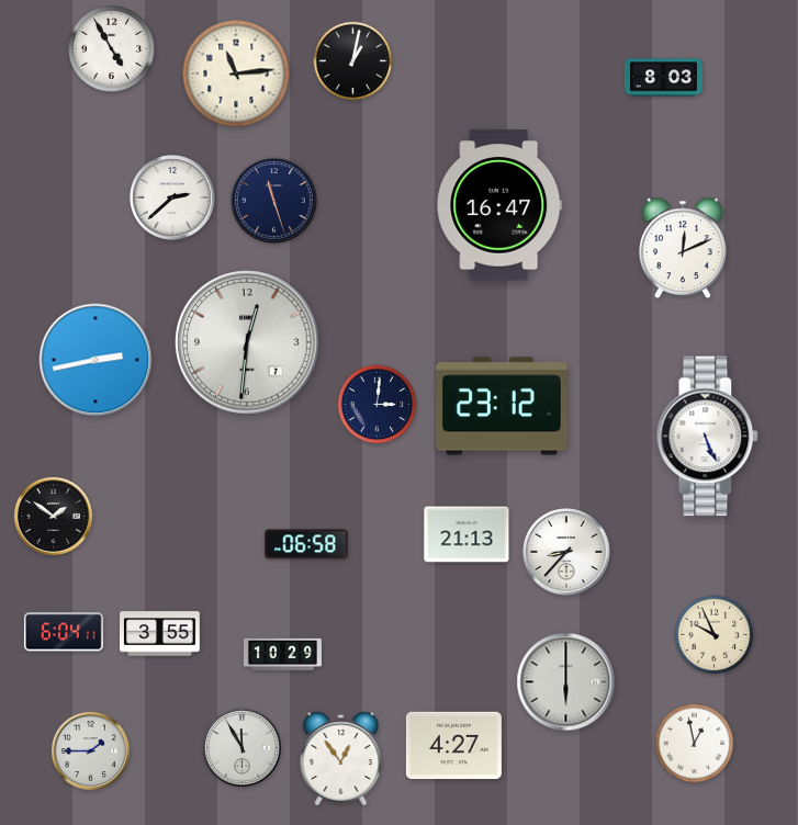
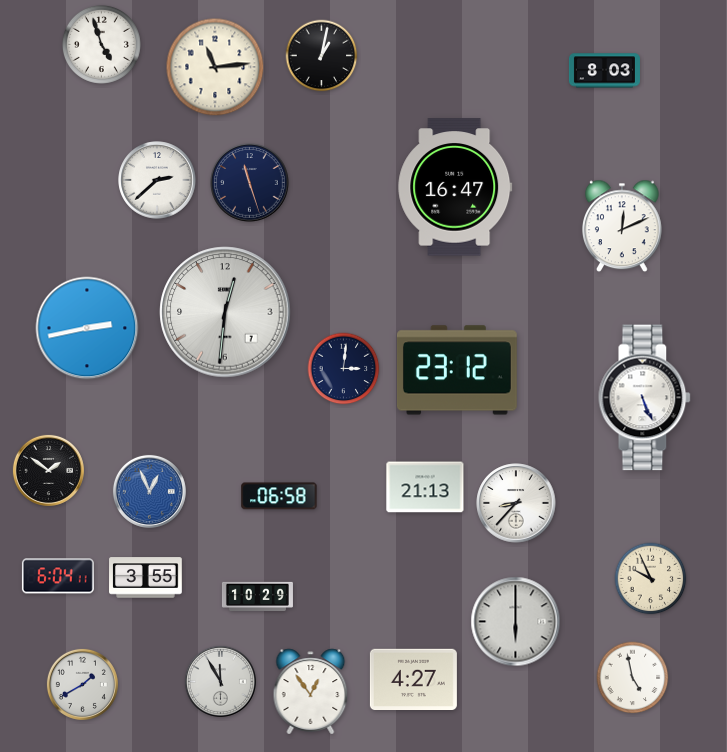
clock at (111, 48): 4:55 -> 4:57
clock at (149, 491): none -> 12:56
clock at (695, 744): 12:58 -> 4:58
clock at (90, 750): 1:45 -> 1:40
